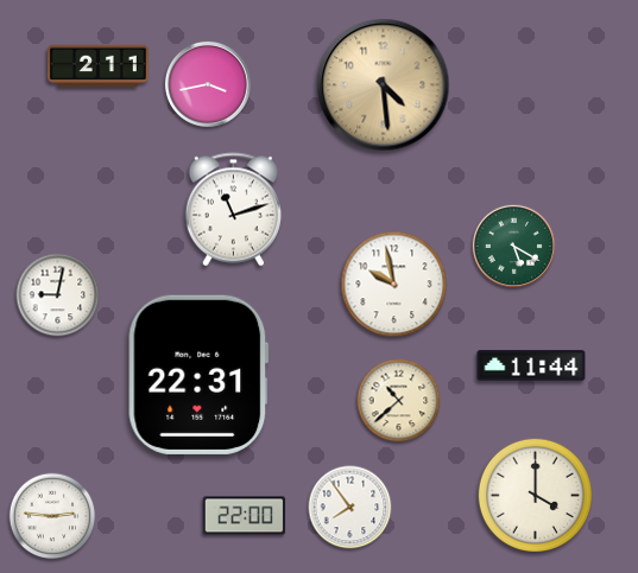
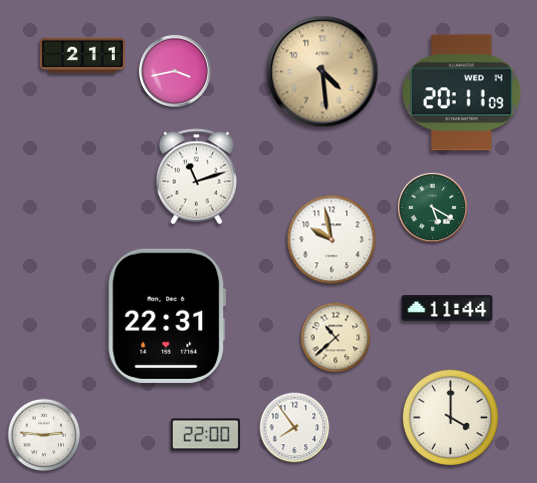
clock at (461, 93): none -> 20:11
clock at (58, 295): 9:02 -> none
